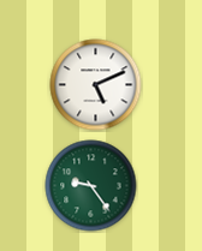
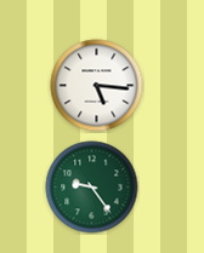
clock at (96, 85): 5:11 -> 5:16
